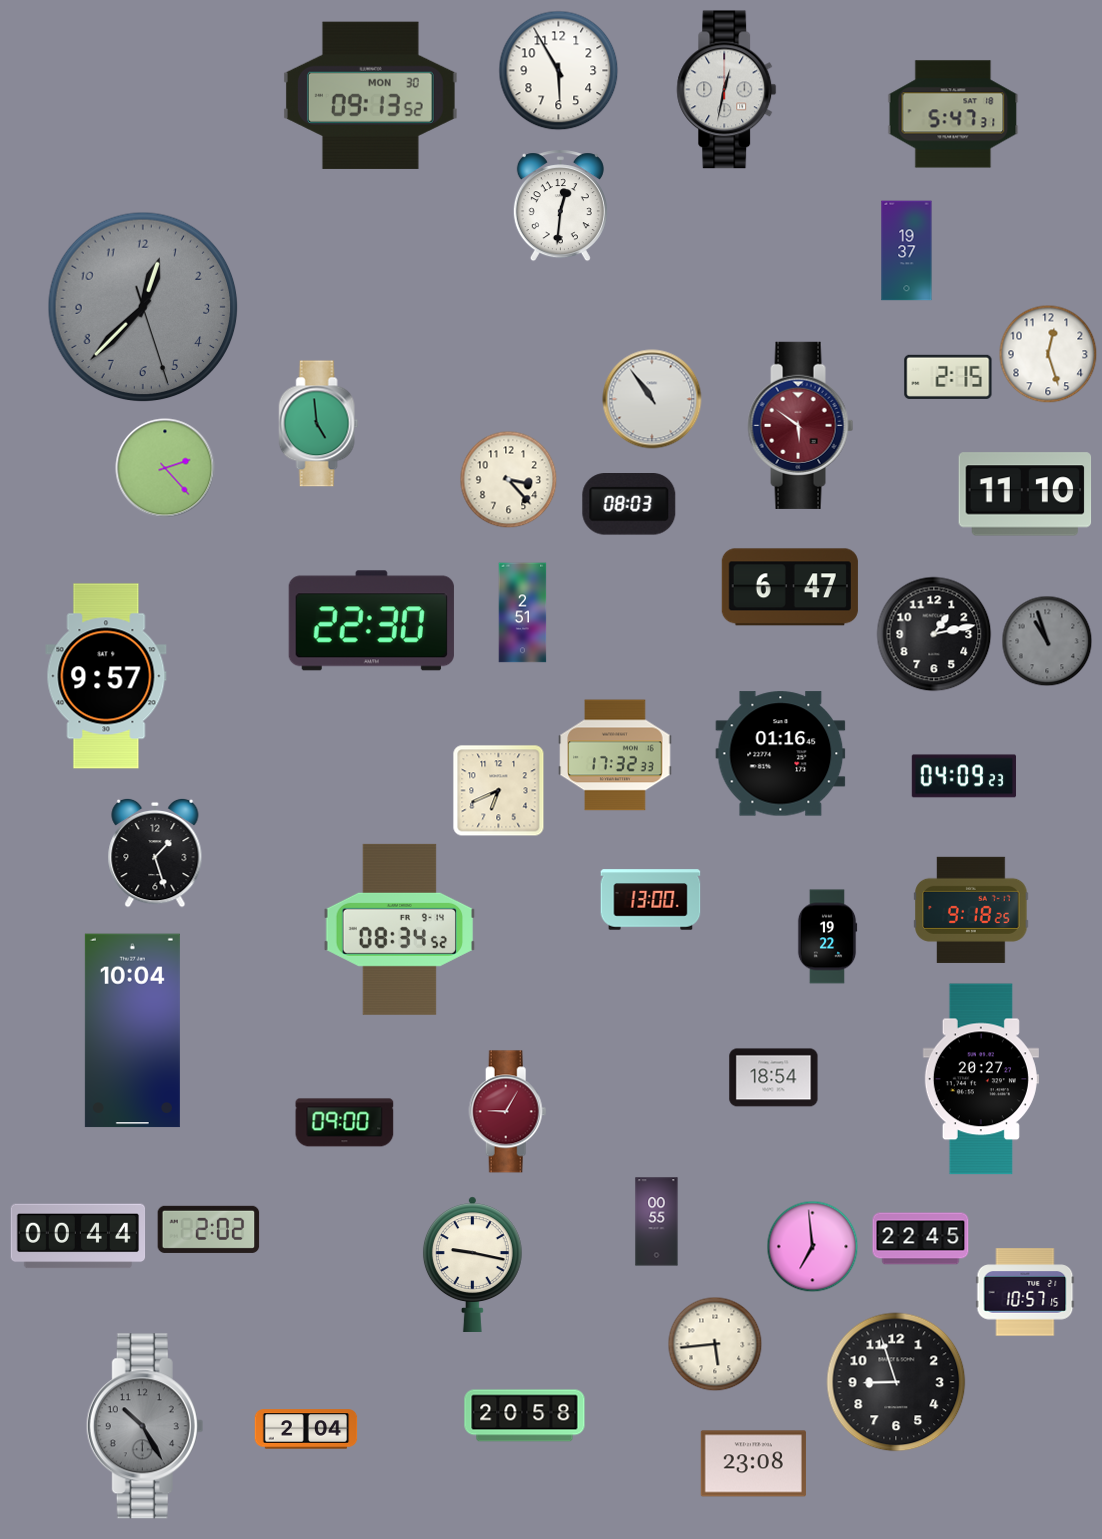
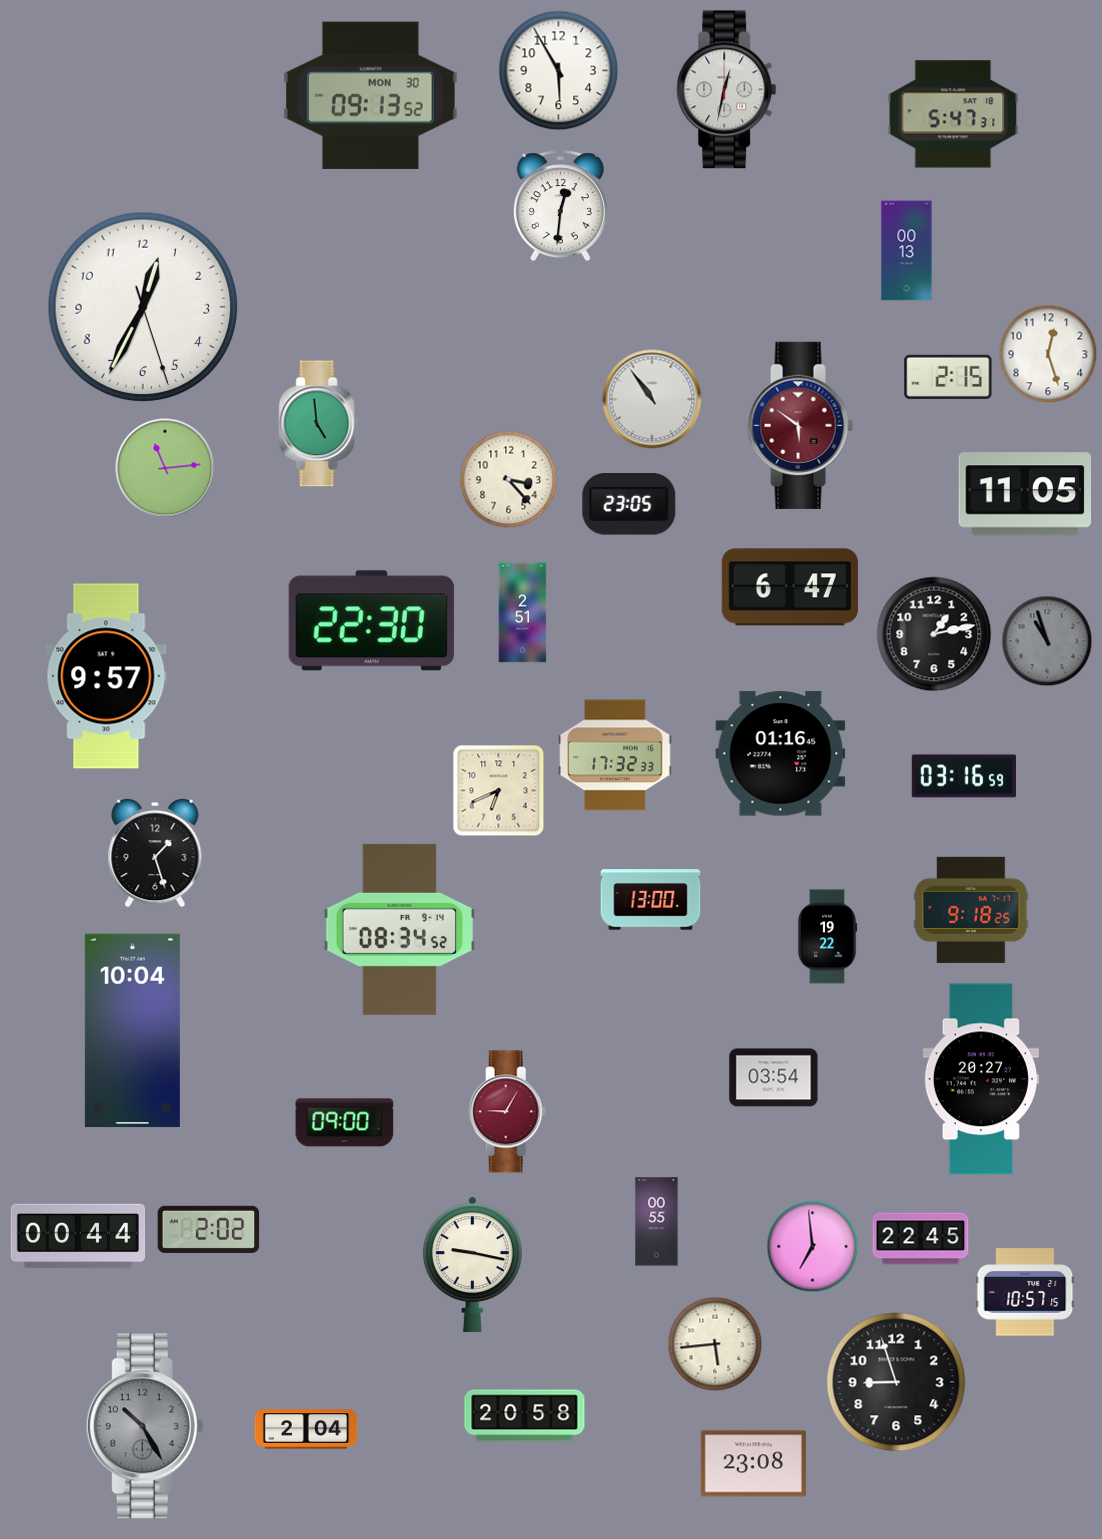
clock at (907, 251): 19:37 -> 00:13
clock at (143, 307): 12:37 -> 12:34
clock at (143, 307) dial: grey -> white
clock at (165, 468): 2:23 -> 11:14
clock at (1025, 494): 11:10 -> 11:05
clock at (629, 505): 08:03 -> 23:05
clock at (963, 776): 04:09 -> 03:16
clock at (774, 1078): 18:54 -> 03:54
